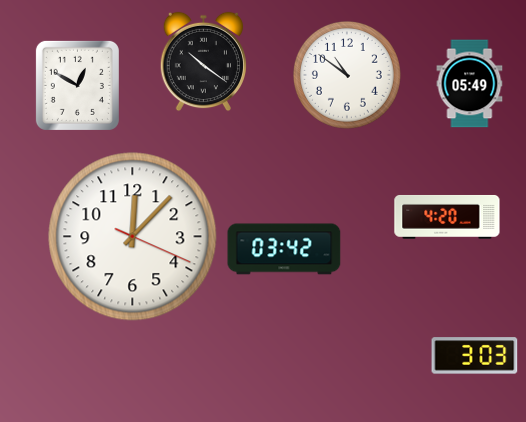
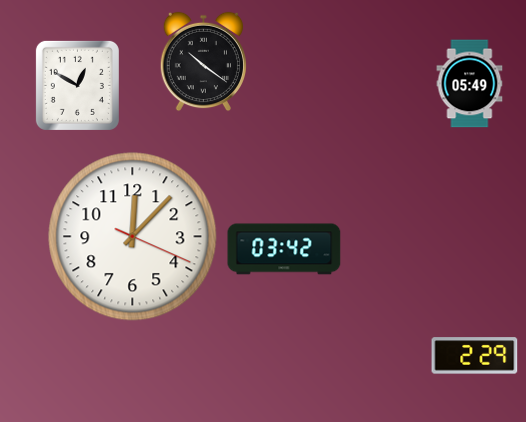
clock at (348, 75): 10:51 -> none
clock at (447, 217): 4:20 -> none
clock at (475, 356): 3:03 -> 2:29
